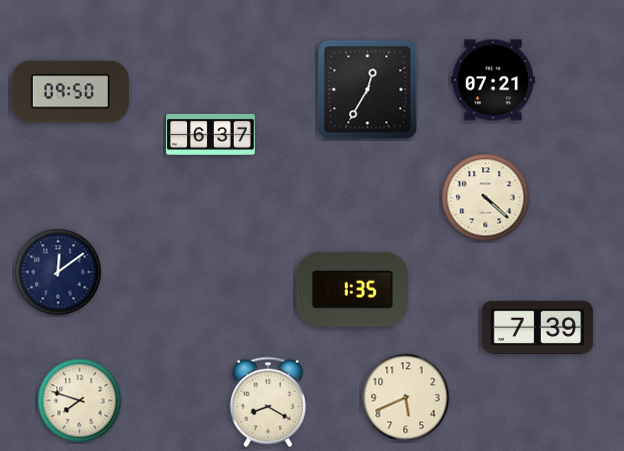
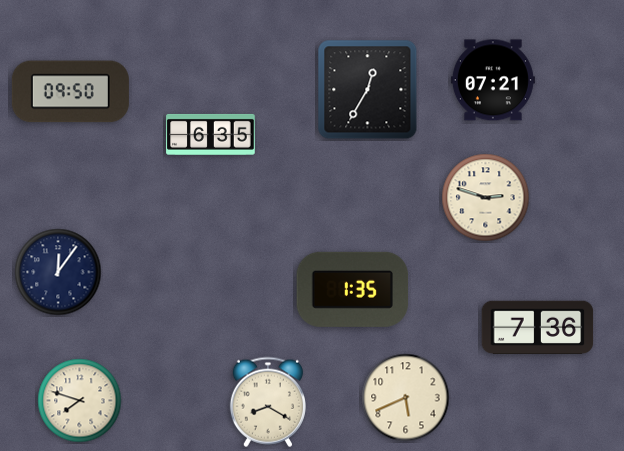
clock at (211, 134): 6:37 -> 6:35
clock at (486, 198): 4:22 -> 2:48
clock at (58, 272): 12:09 -> 12:06
clock at (538, 328): 7:39 -> 7:36
